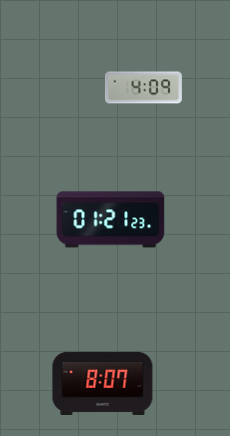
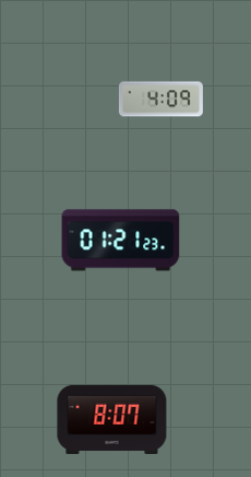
clock at (143, 88) position: (143, 88) -> (160, 100)
